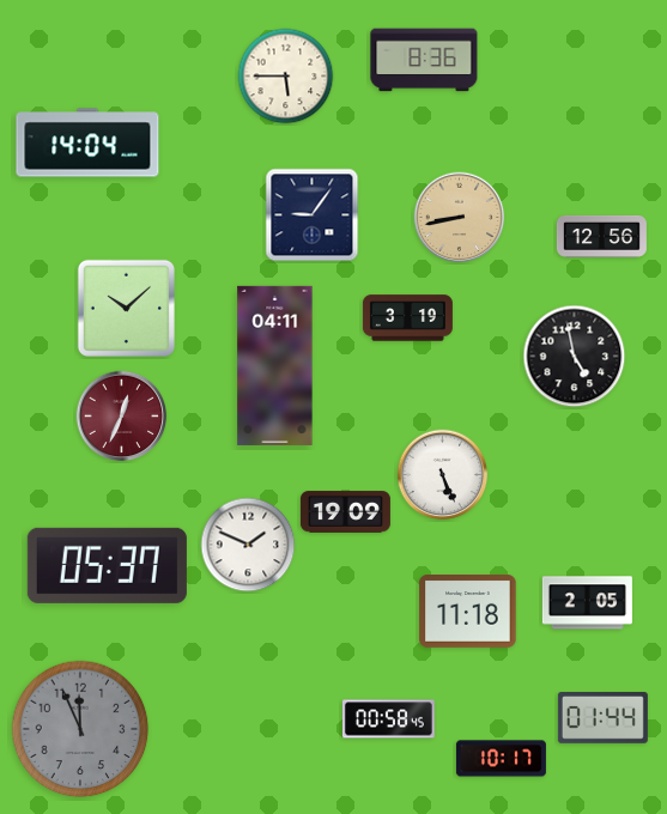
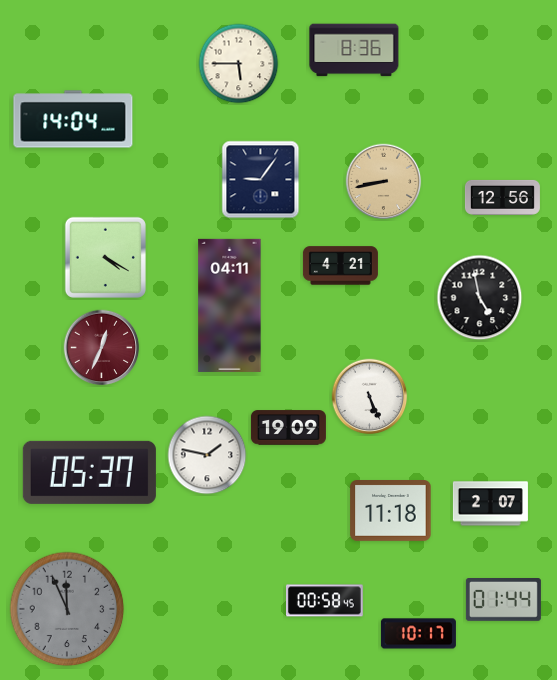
clock at (126, 308): 10:08 -> 4:20
clock at (407, 318): 3:19 -> 4:21
clock at (248, 545): 1:49 -> 1:47
clock at (587, 603): 2:05 -> 2:07
